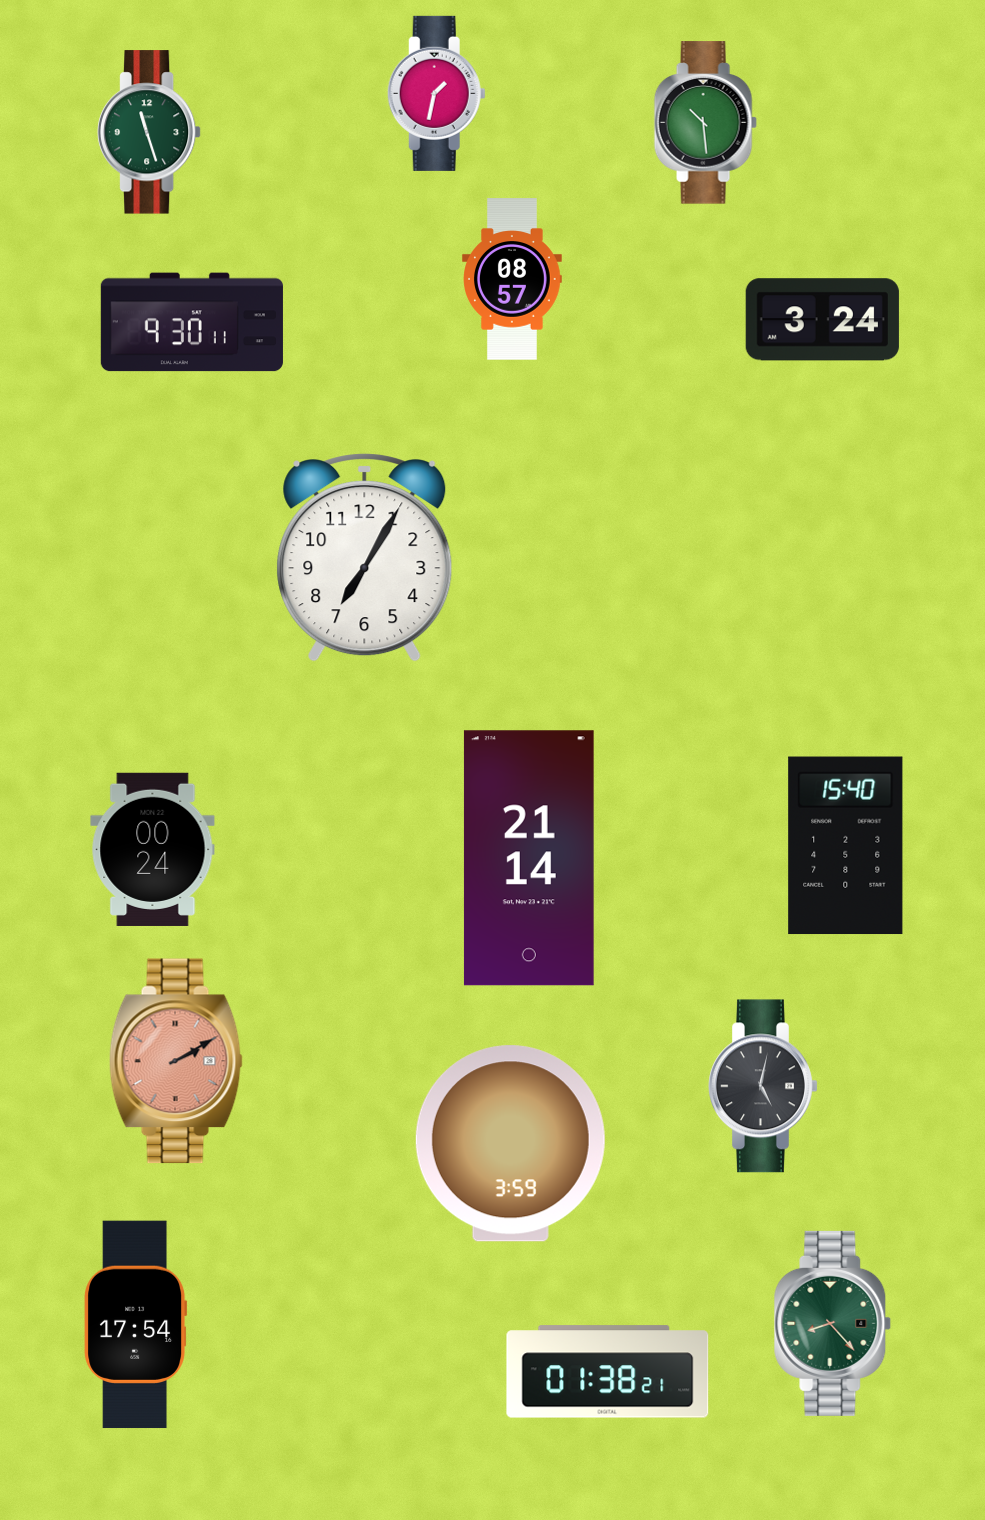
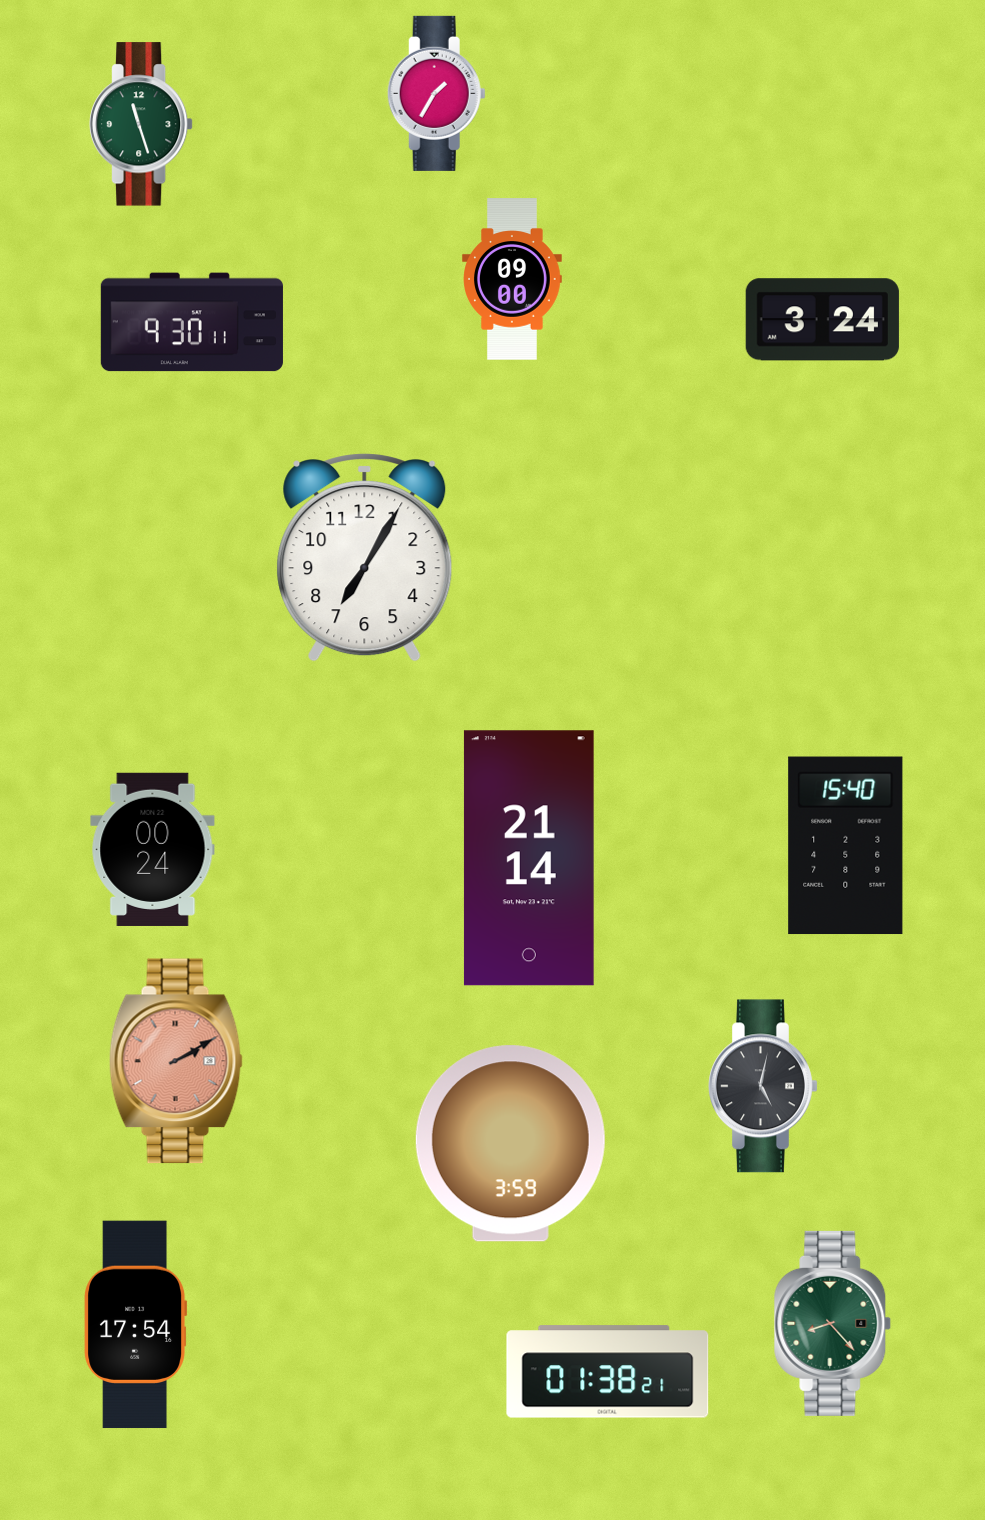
clock at (436, 93): 1:32 -> 1:35
clock at (705, 123): 10:29 -> none
clock at (149, 132) position: (149, 132) -> (141, 124)
clock at (512, 279): 08:57 -> 09:00
